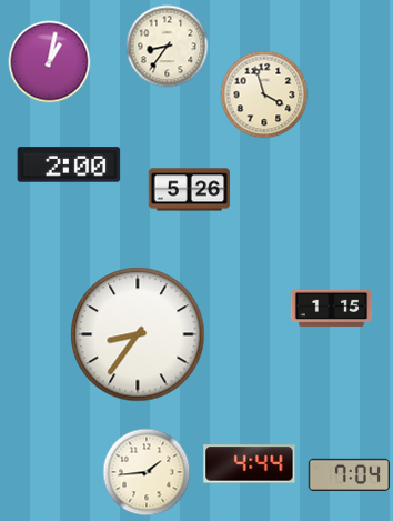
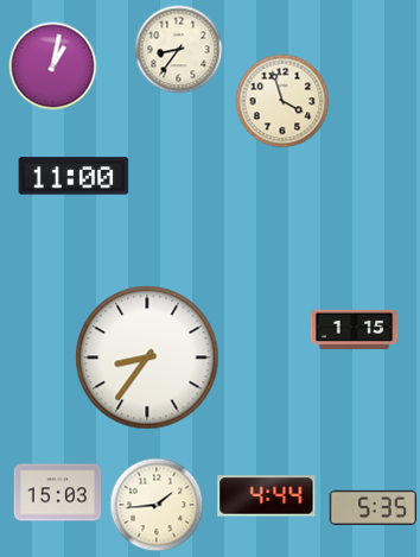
clock at (69, 164): 2:00 -> 11:00
clock at (190, 190): 5:26 -> none
clock at (58, 493): none -> 15:03
clock at (350, 474): 7:04 -> 5:35
